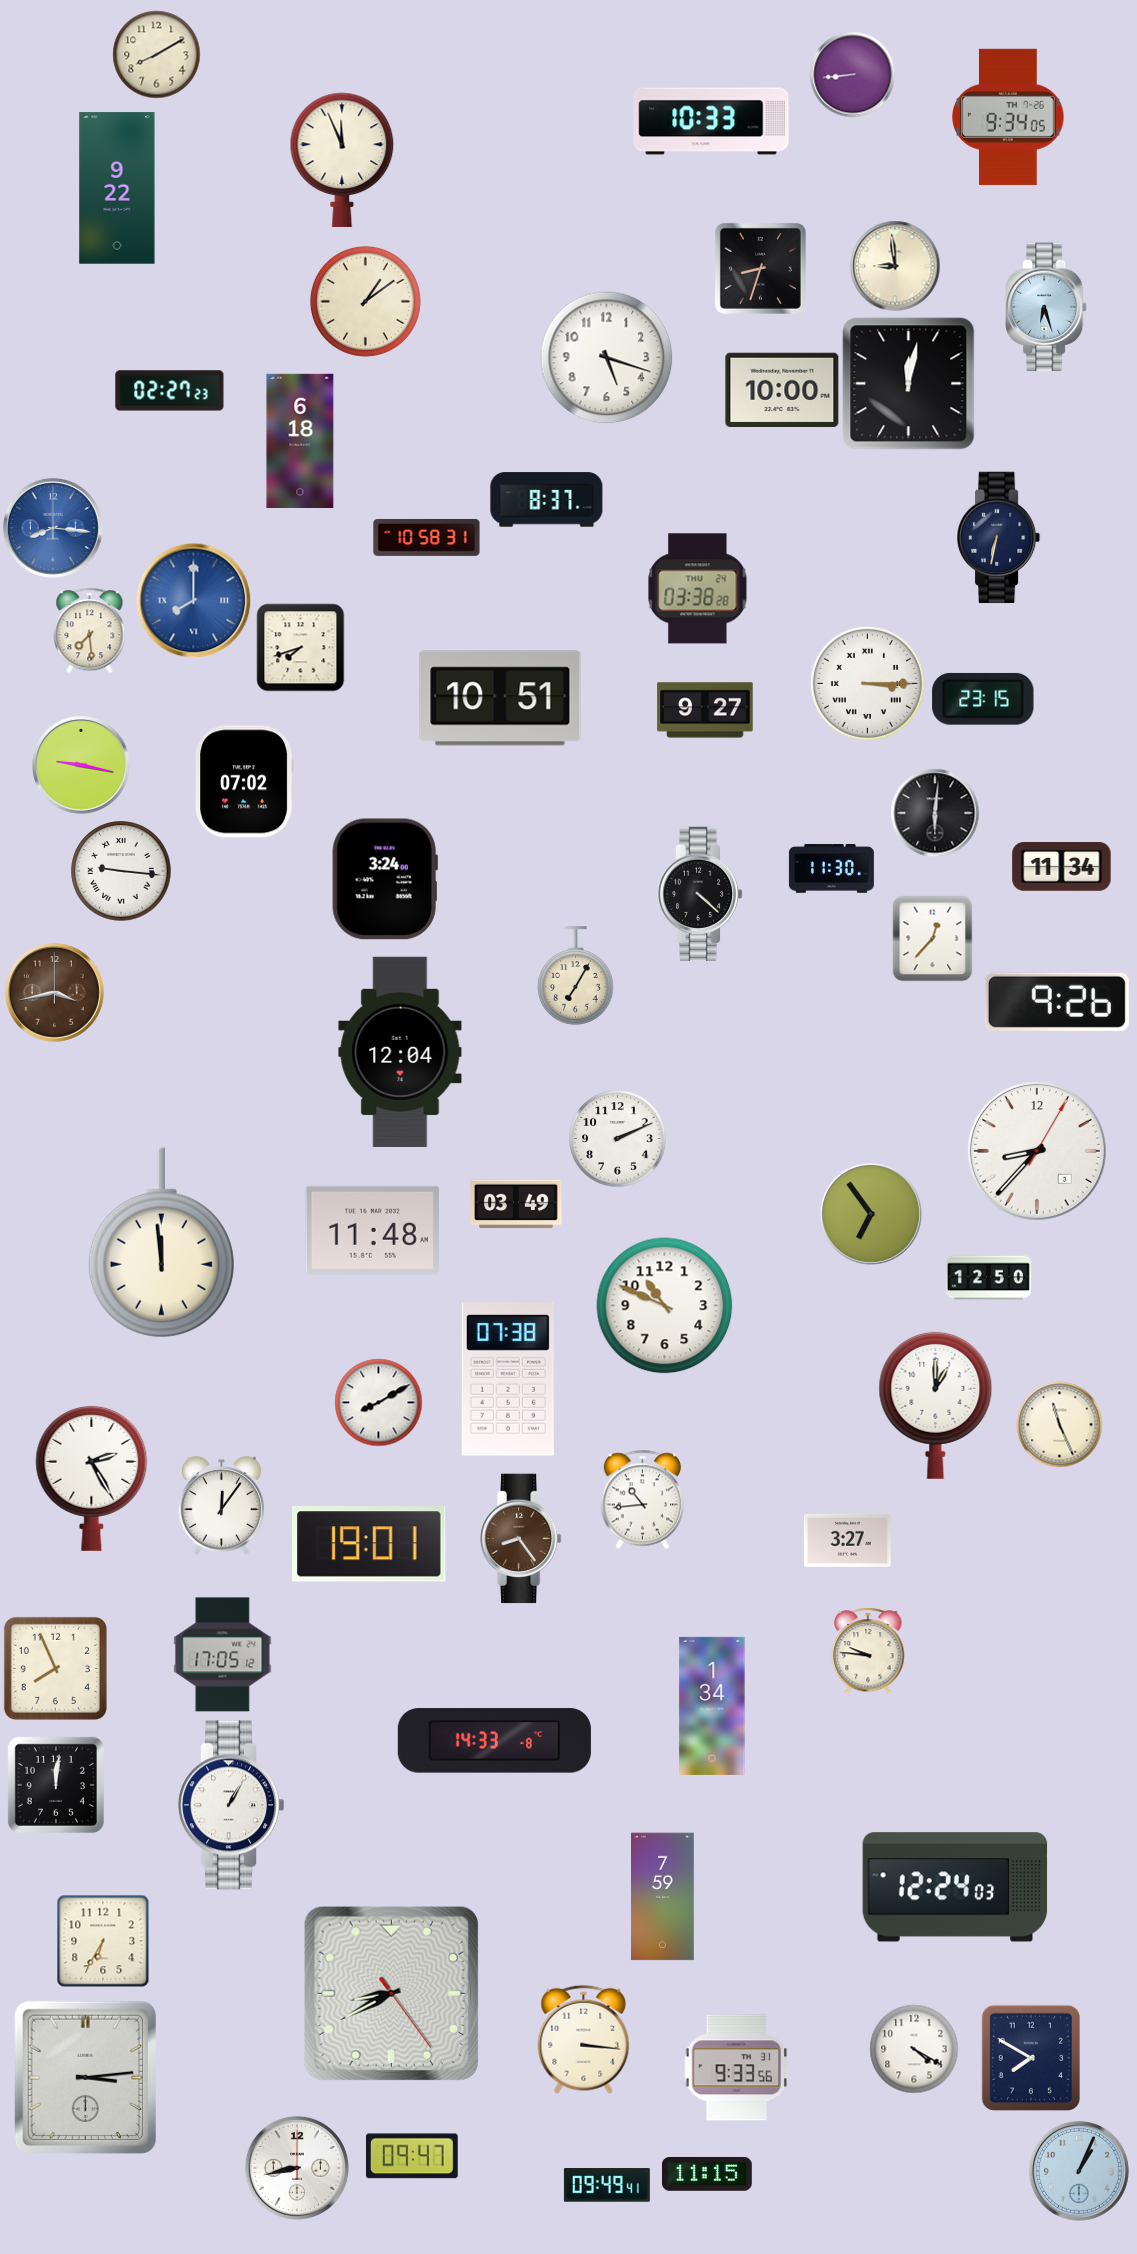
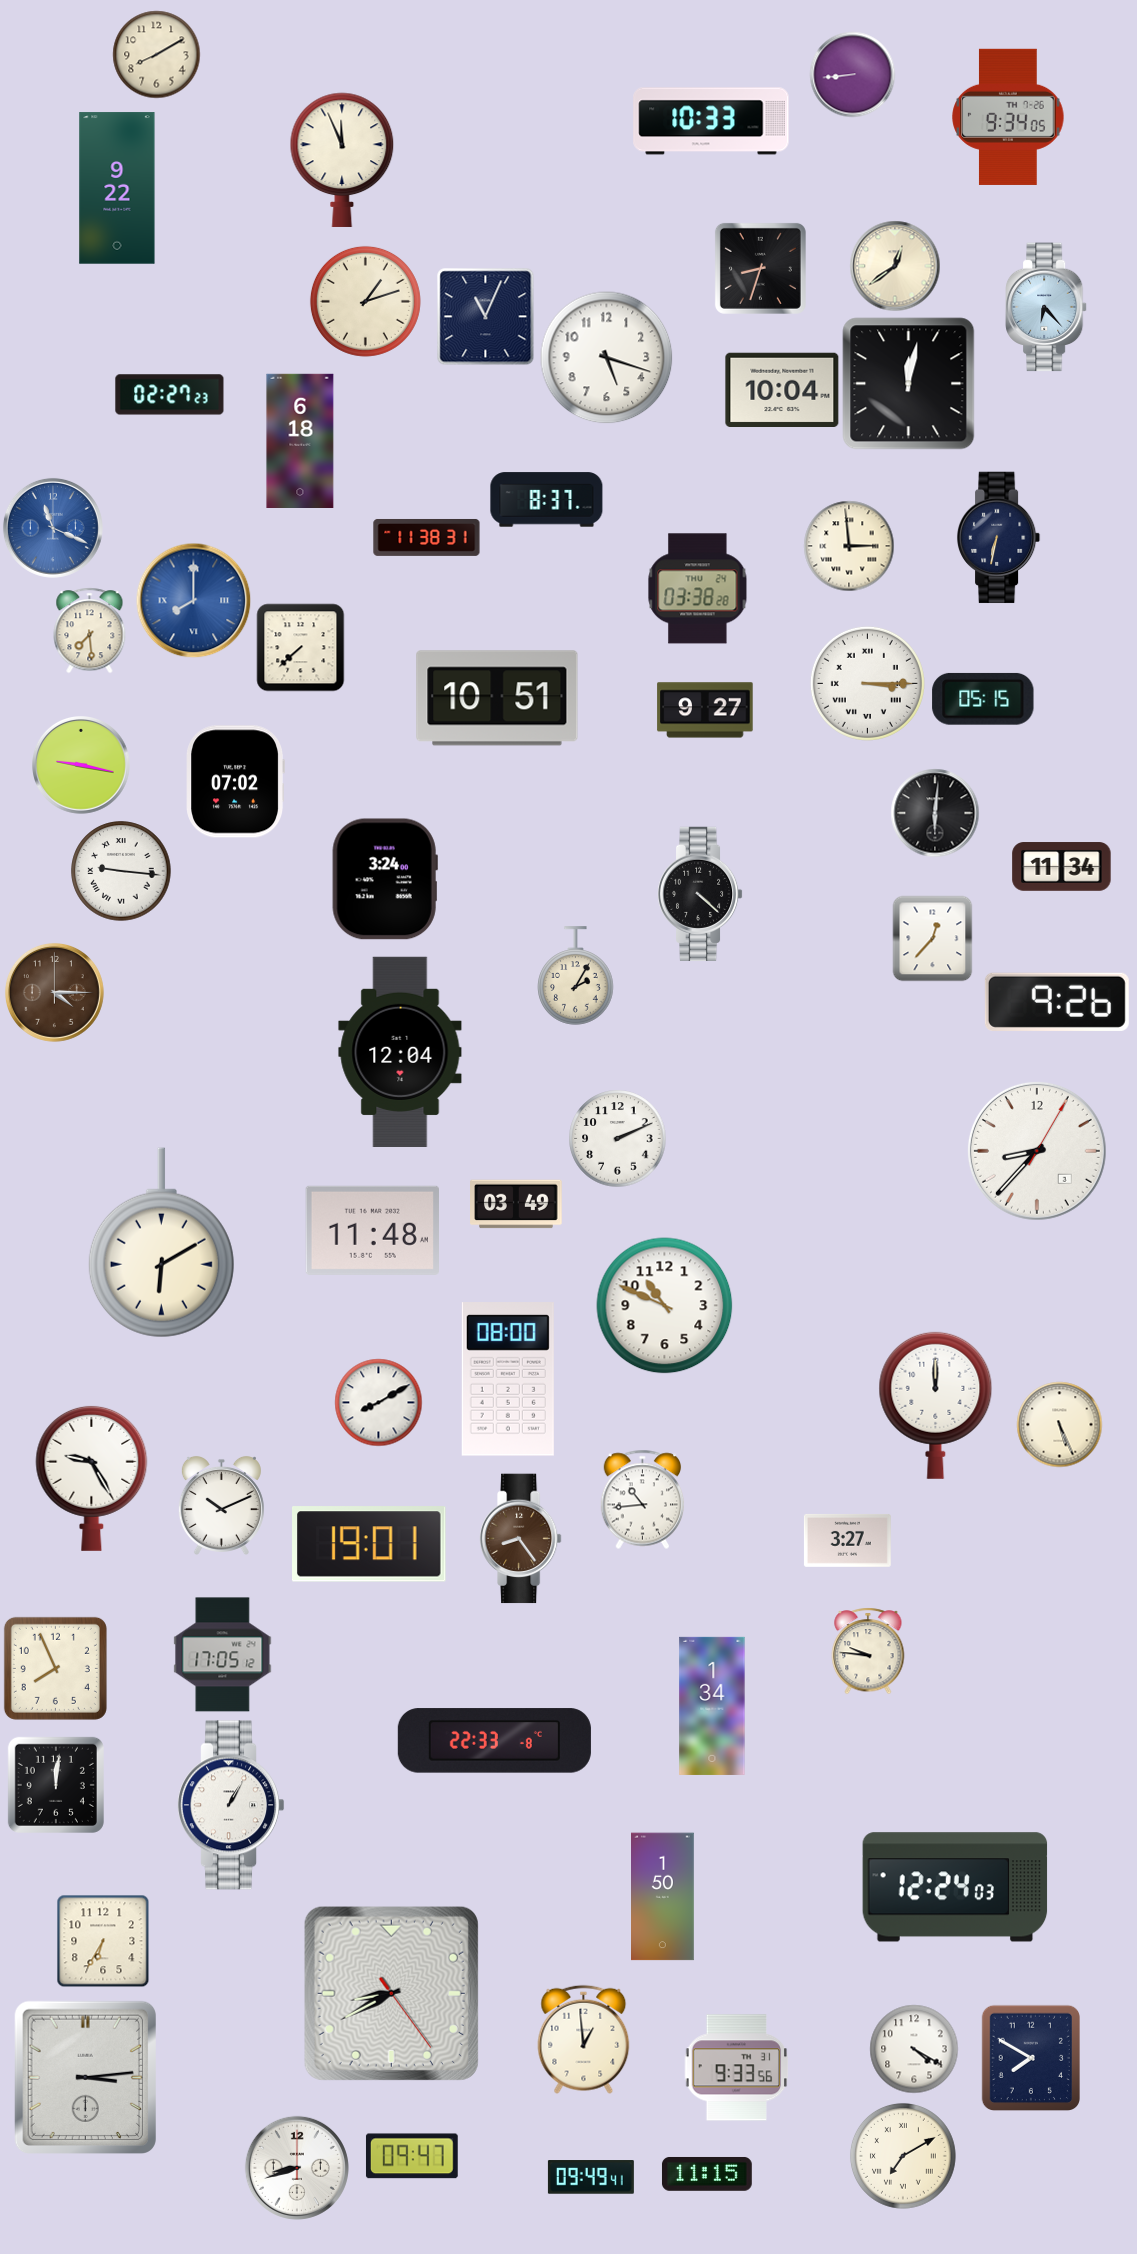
clock at (895, 266): 8:59 -> 12:39
clock at (365, 301): 1:09 -> 1:12
clock at (1046, 307): 6:27 -> 6:23
clock at (485, 316): none -> 11:04
clock at (782, 389): 10:00 -> 10:04
clock at (170, 391) position: (170, 391) -> (170, 395)
clock at (53, 528): 8:16 -> 11:19
clock at (427, 537): 10:58 -> 11:38
clock at (849, 546): none -> 2:59
clock at (300, 647): 7:42 -> 7:38
clock at (500, 698) position: (500, 698) -> (497, 698)
clock at (983, 699): 23:15 -> 05:15
clock at (244, 782) position: (244, 782) -> (235, 782)
clock at (831, 869): 11:30 -> none
clock at (576, 976): 7:05 -> 2:05
clock at (54, 992): 3:43 -> 4:15
clock at (871, 1214): 6:54 -> none
clock at (161, 1243): 11:59 -> 6:10
clock at (988, 1278): 12:50 -> none
clock at (508, 1379): 07:38 -> 08:00
clock at (936, 1405): 1:00 -> 12:00
clock at (1059, 1424): 11:26 -> 5:26
clock at (92, 1478): 2:25 -> 9:25
clock at (221, 1505): 12:06 -> 10:11
clock at (494, 1741): 14:33 -> 22:33
clock at (663, 1897): 7:59 -> 1:50
clock at (584, 2039): 3:16 -> 12:59
clock at (903, 2156): none -> 7:10
clock at (297, 2168): 8:43 -> 8:42
clock at (1079, 2171): 1:04 -> none
clock at (607, 2185) position: (607, 2185) -> (591, 2177)
